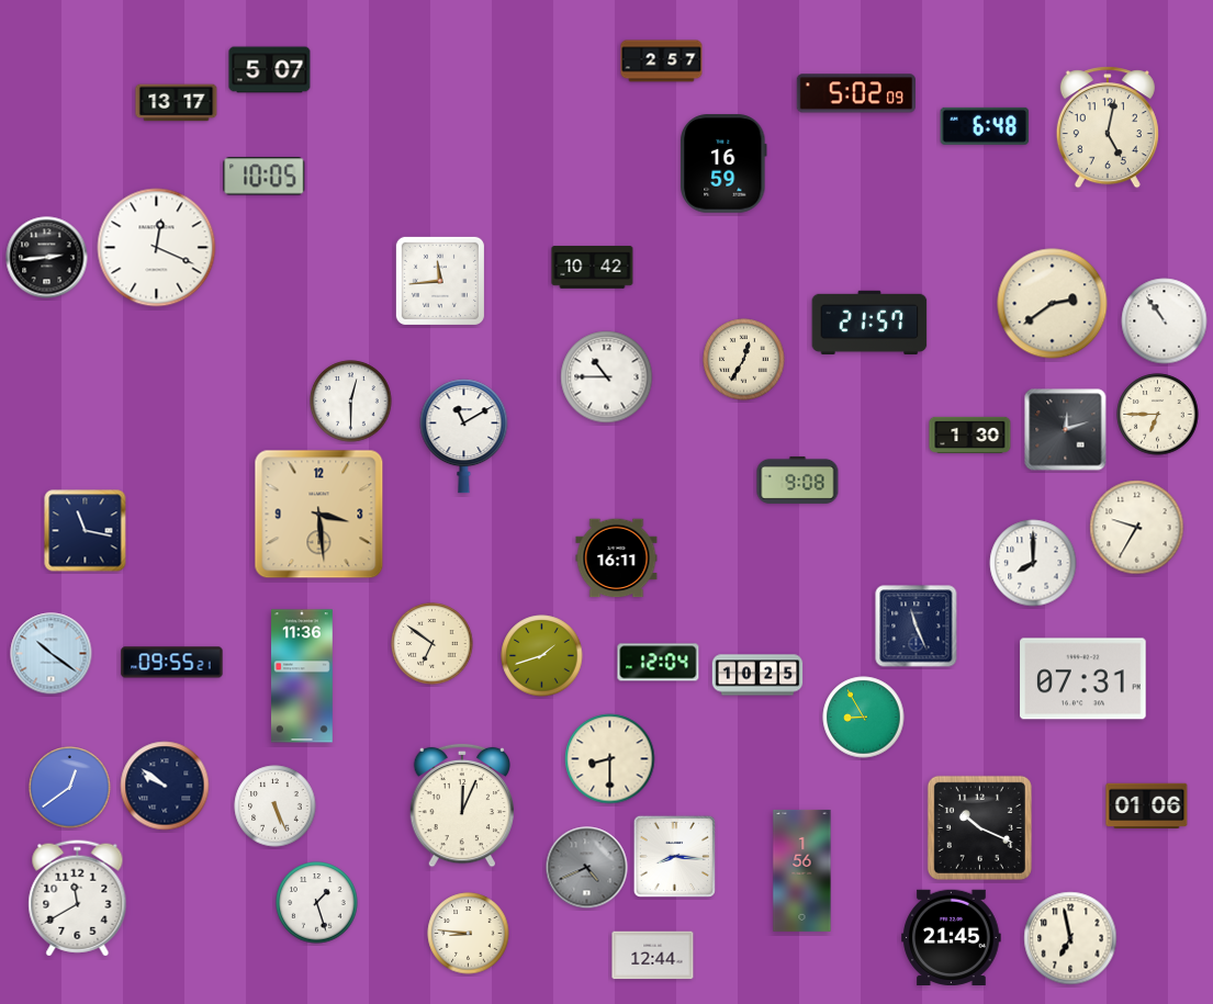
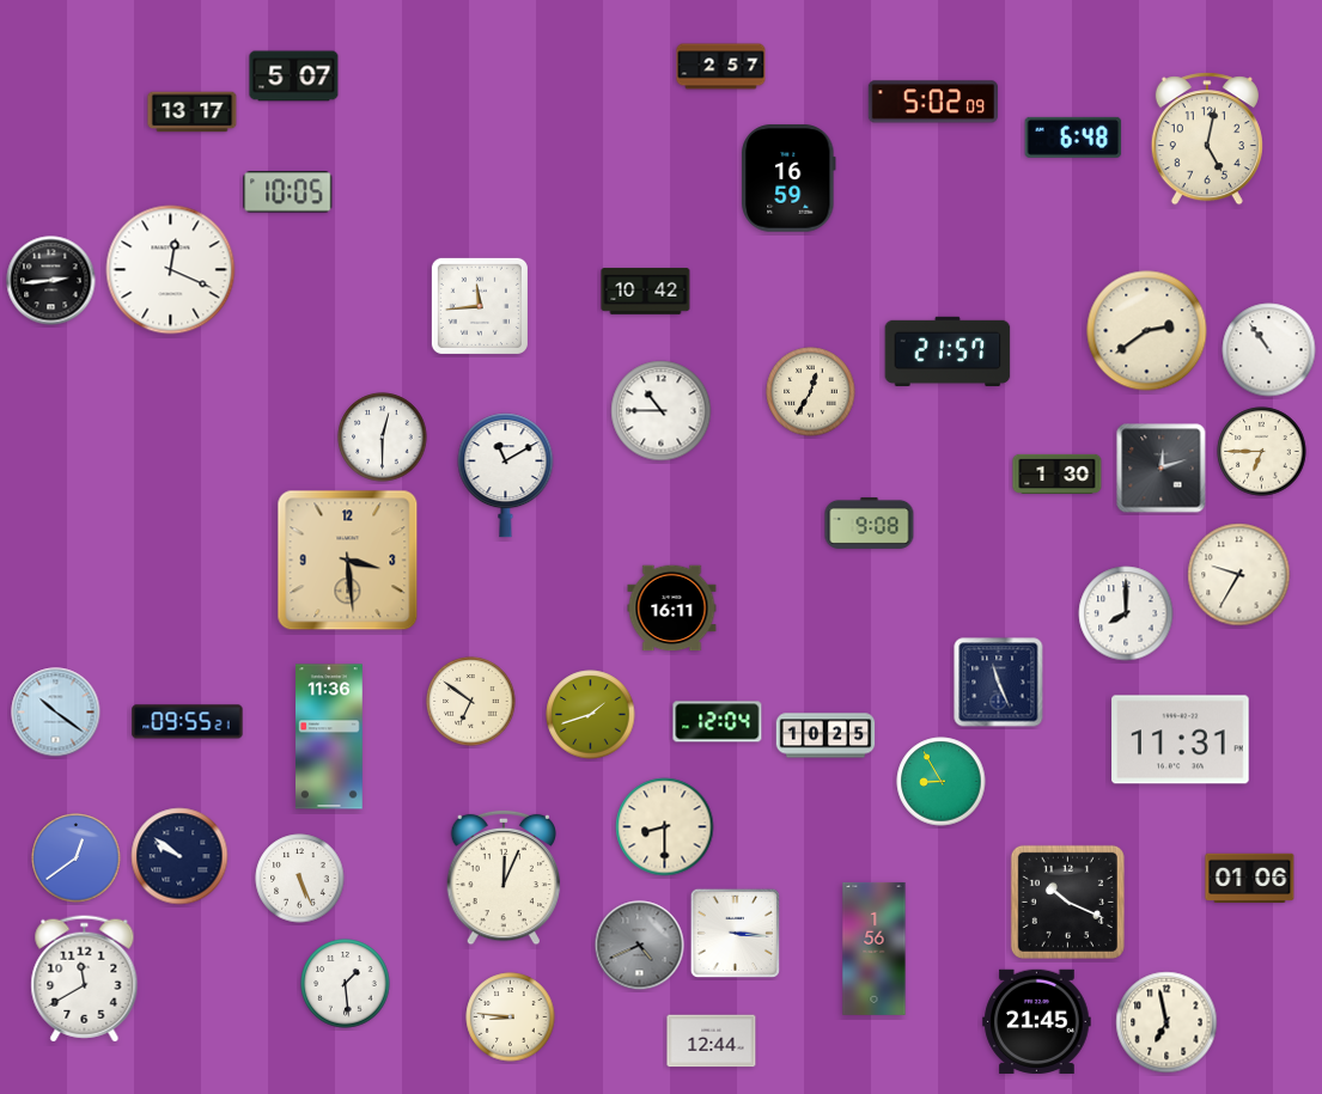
clock at (86, 531): 11:17 -> none
clock at (1083, 679): 07:31 -> 11:31
clock at (674, 856): 8:16 -> 3:16
clock at (317, 903): 1:27 -> 1:29
